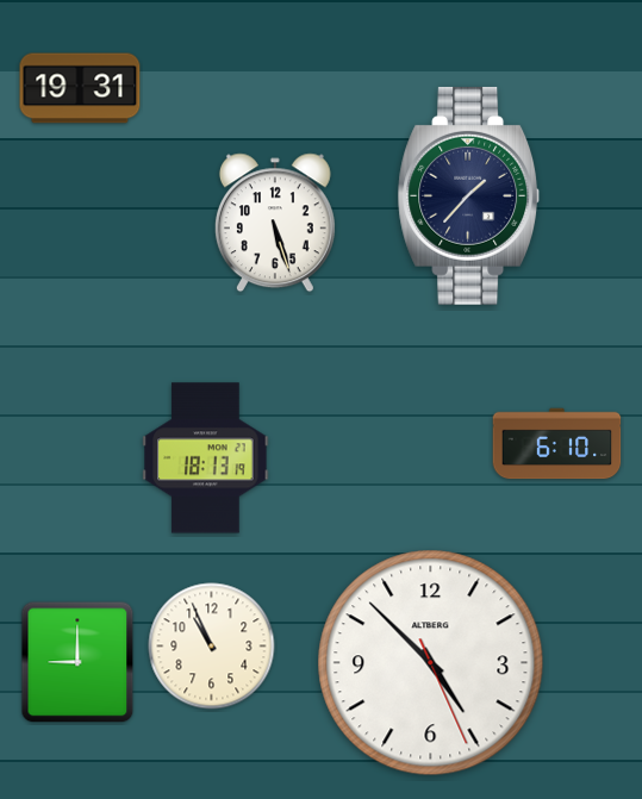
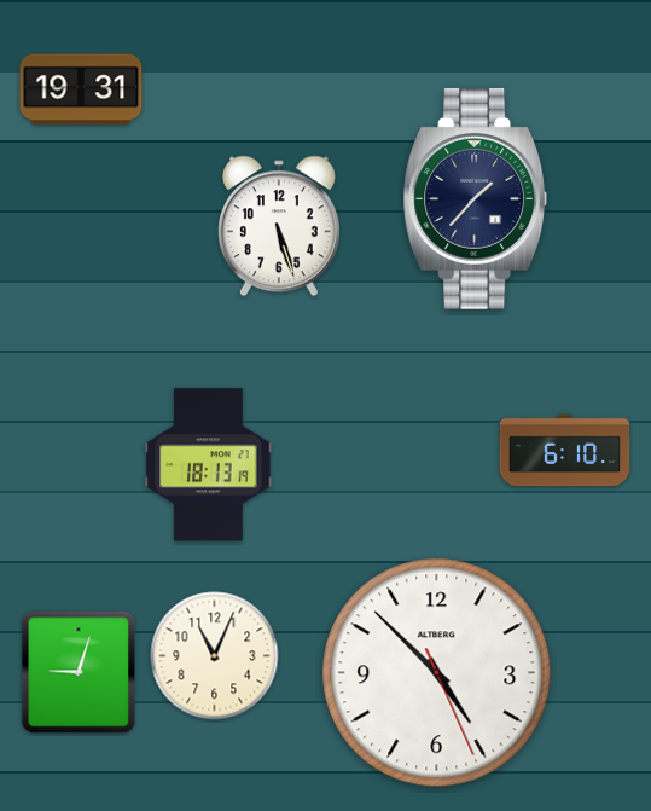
clock at (212, 647): 10:56 -> 11:04
clock at (77, 662): 9:00 -> 9:03
